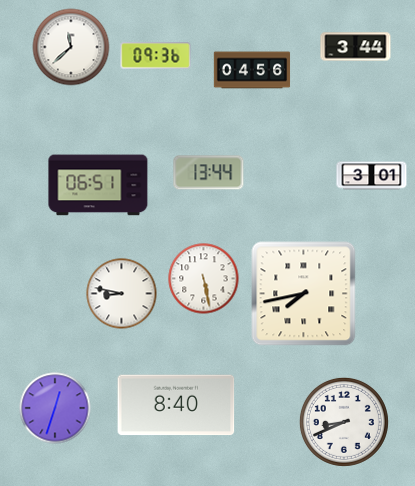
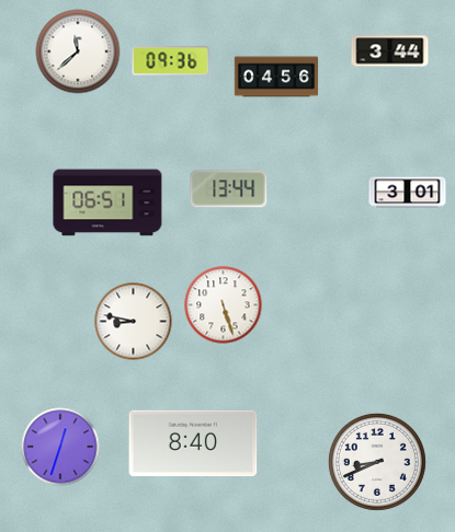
clock at (204, 279): 5:28 -> 5:27
clock at (304, 294): 7:43 -> none
